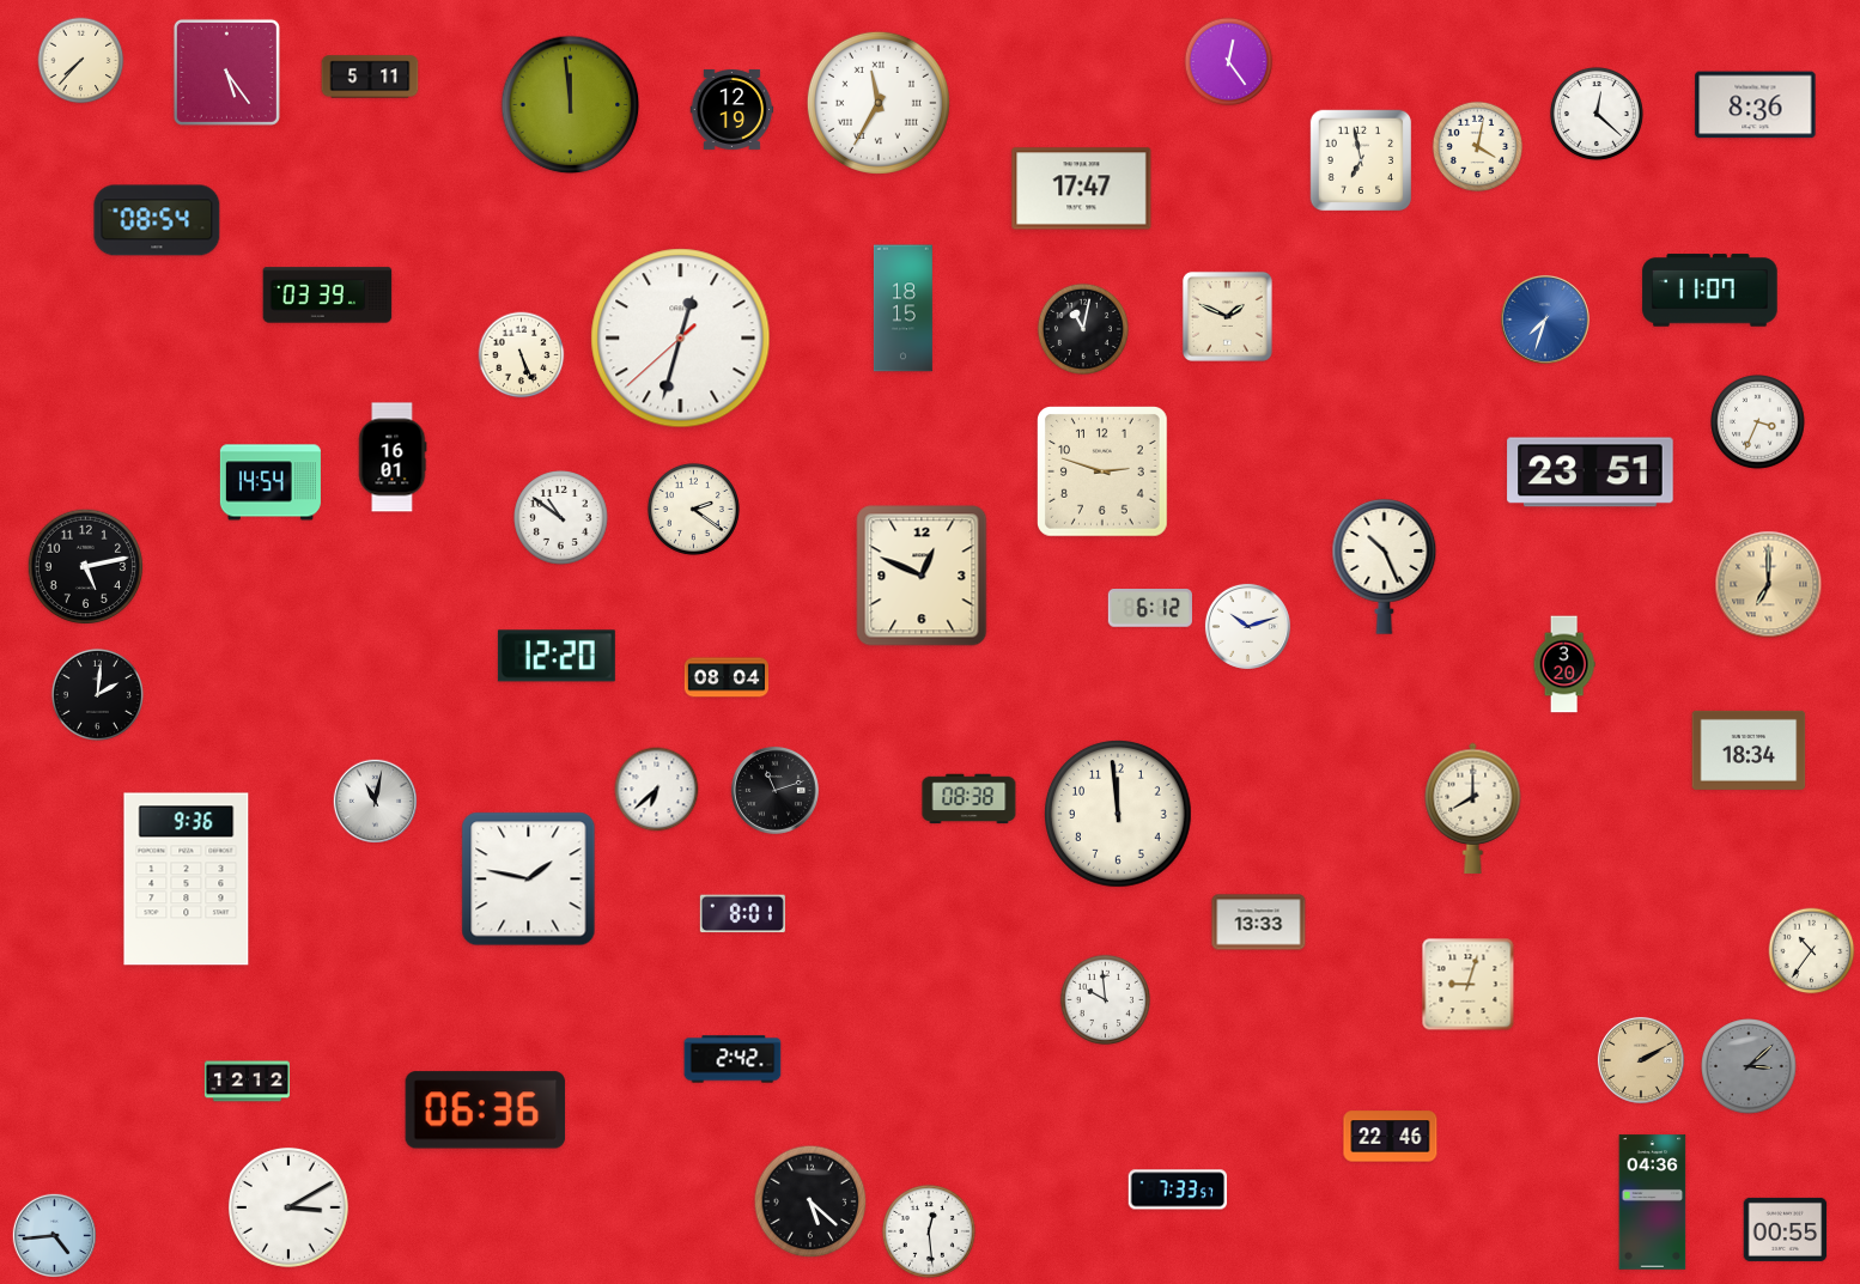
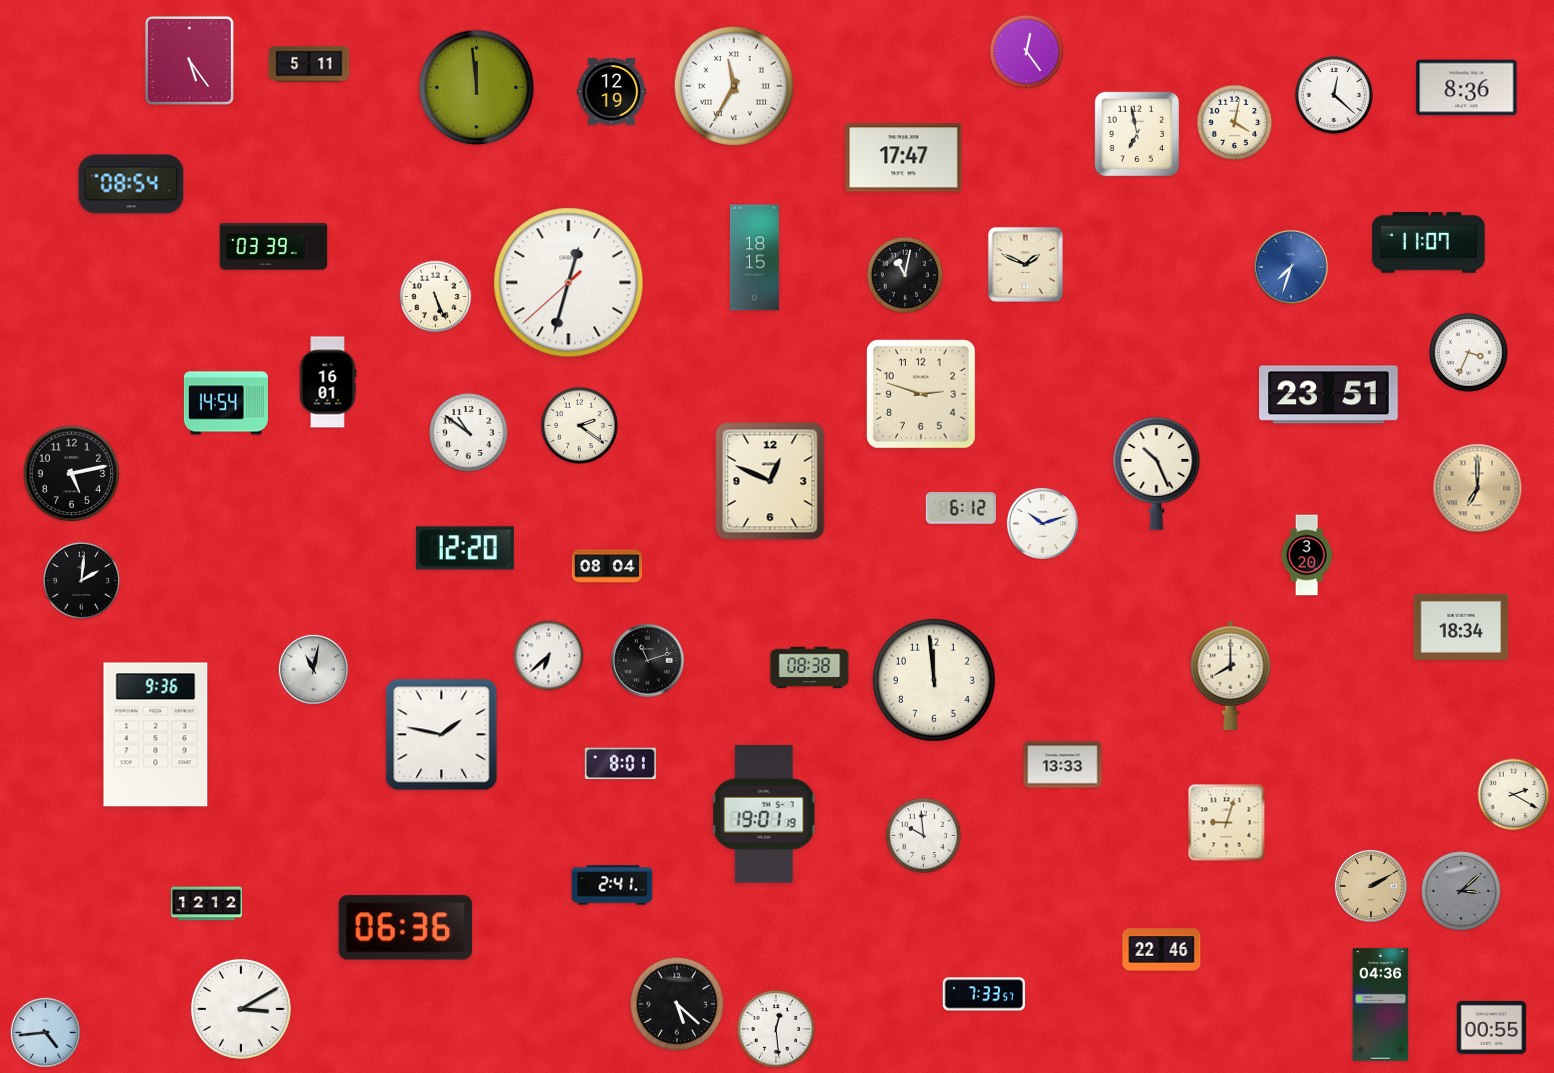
clock at (81, 61): 7:37 -> none
clock at (657, 790) position: (657, 790) -> (549, 656)
clock at (1259, 923) position: (1259, 923) -> (1063, 765)
clock at (1812, 951): 10:36 -> 2:20
clock at (764, 815): none -> 19:01
clock at (733, 1059): 2:42 -> 2:41
